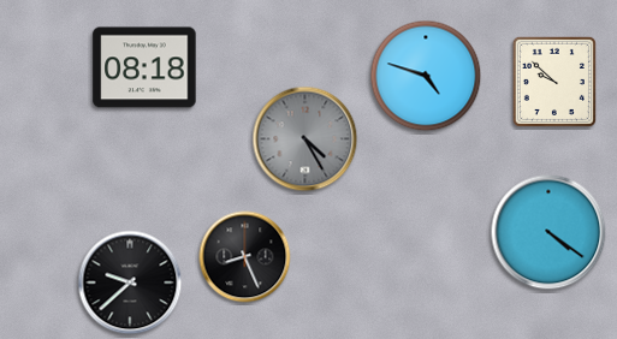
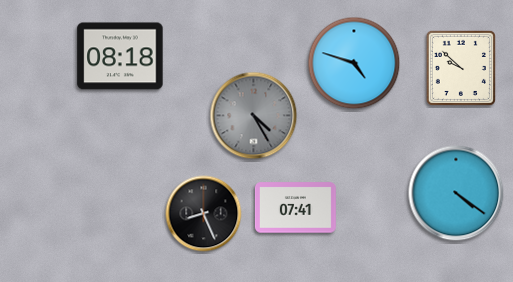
clock at (295, 208): none -> 07:41
clock at (130, 282): 9:38 -> none
